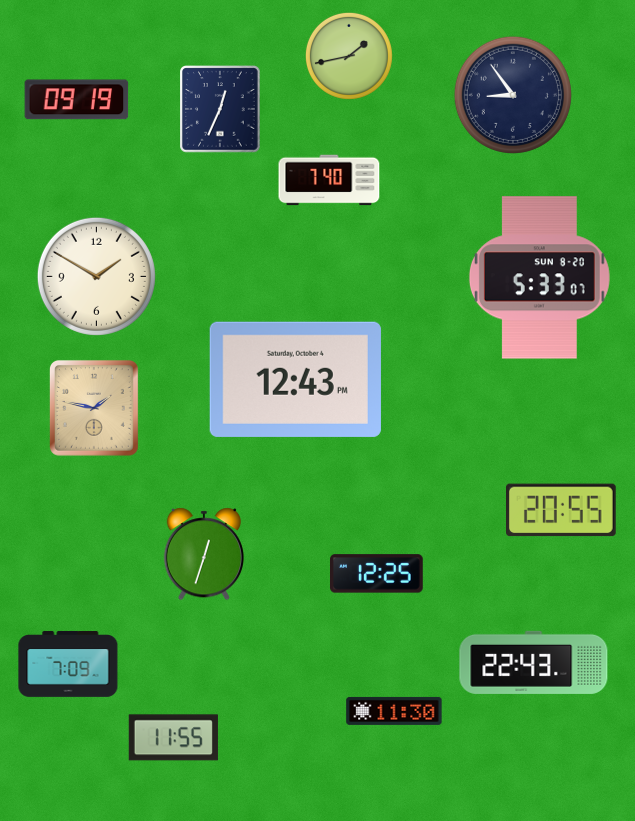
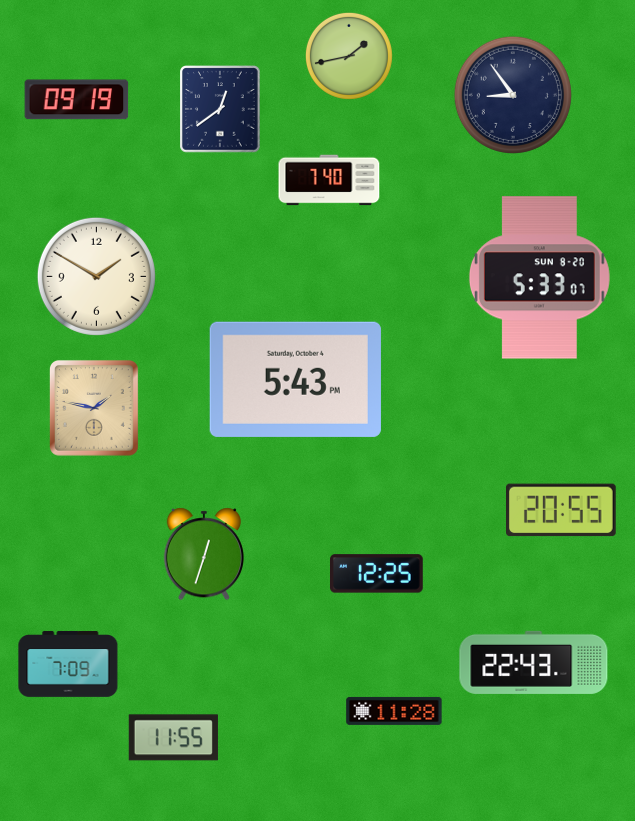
clock at (220, 109): 12:34 -> 12:39
clock at (295, 379): 12:43 -> 5:43
clock at (394, 711): 11:30 -> 11:28
